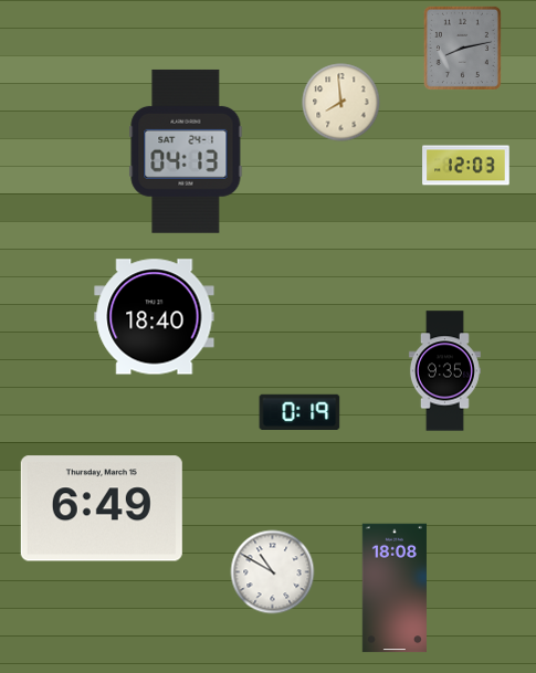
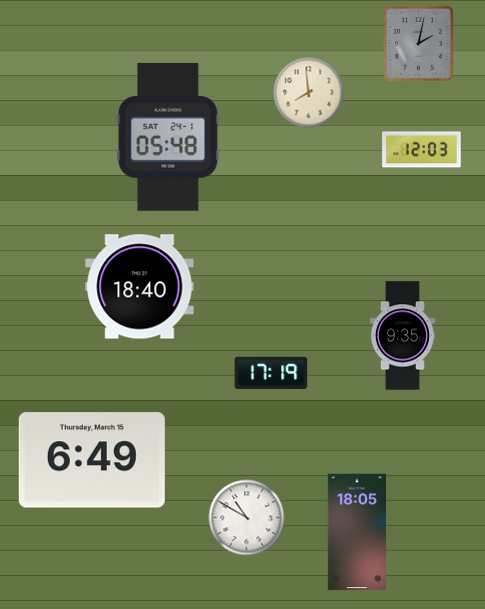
clock at (462, 48): 8:13 -> 2:02
clock at (186, 151): 04:13 -> 05:48
clock at (299, 412): 0:19 -> 17:19
clock at (395, 588): 18:08 -> 18:05
